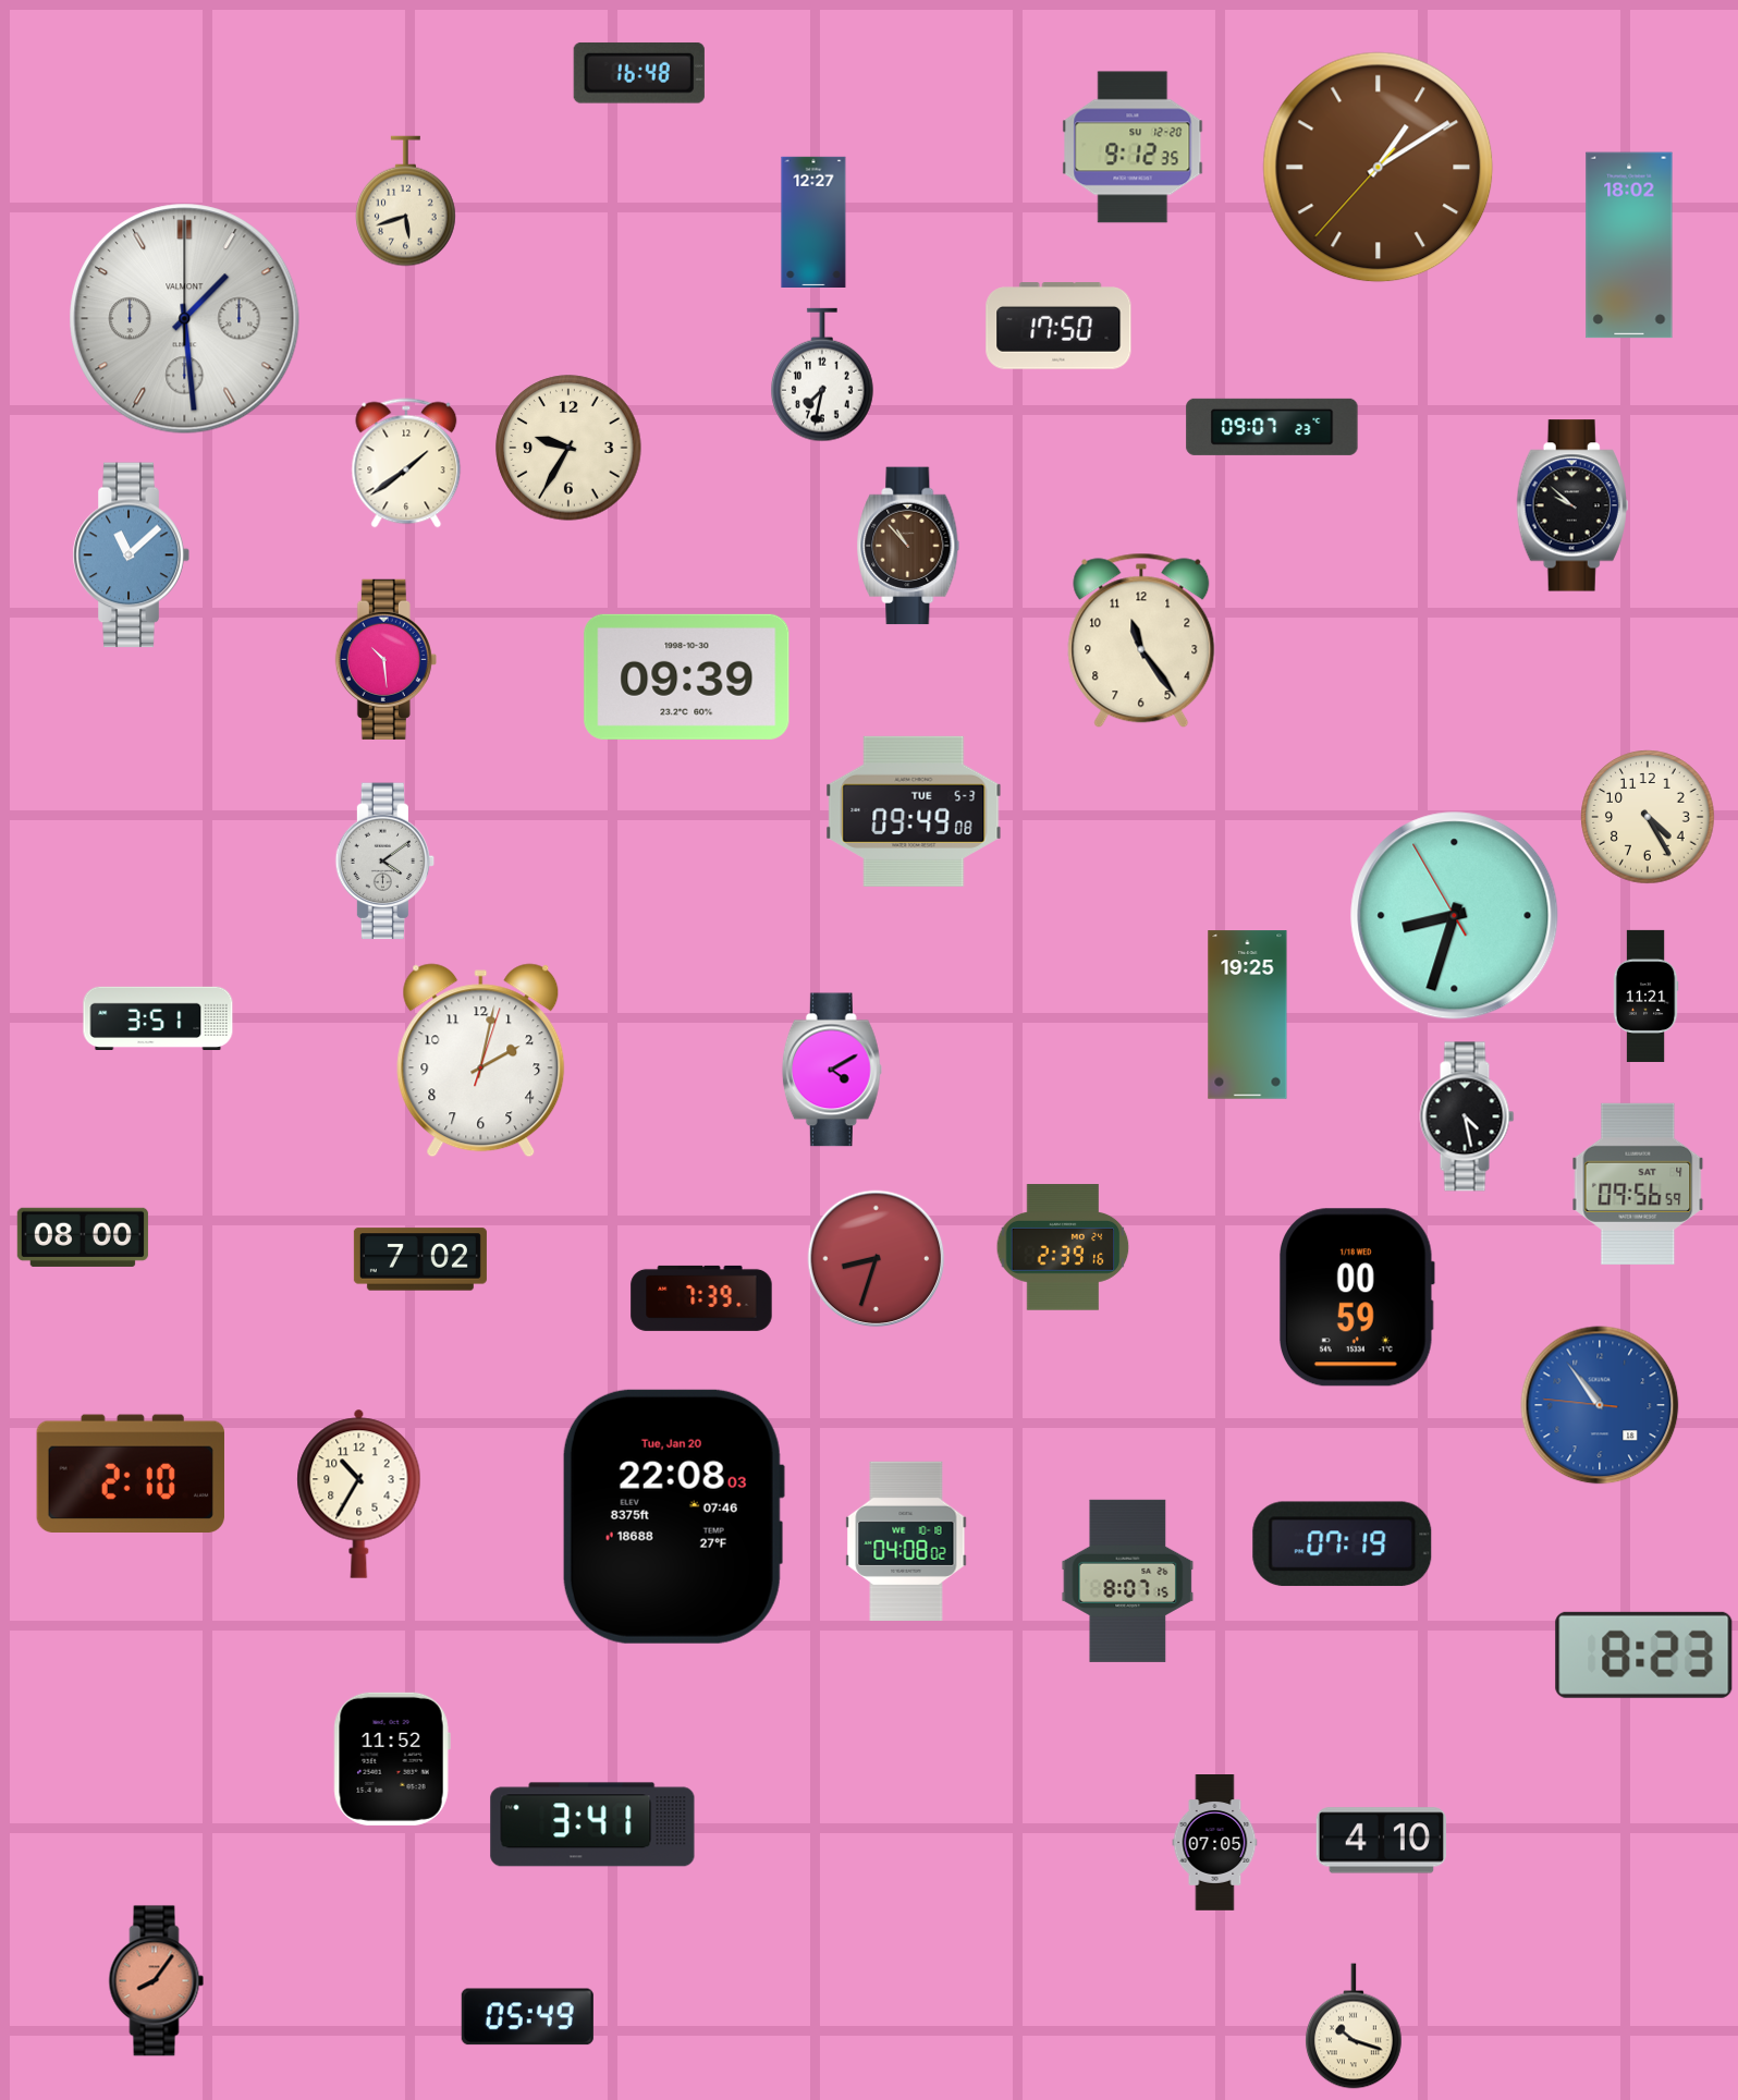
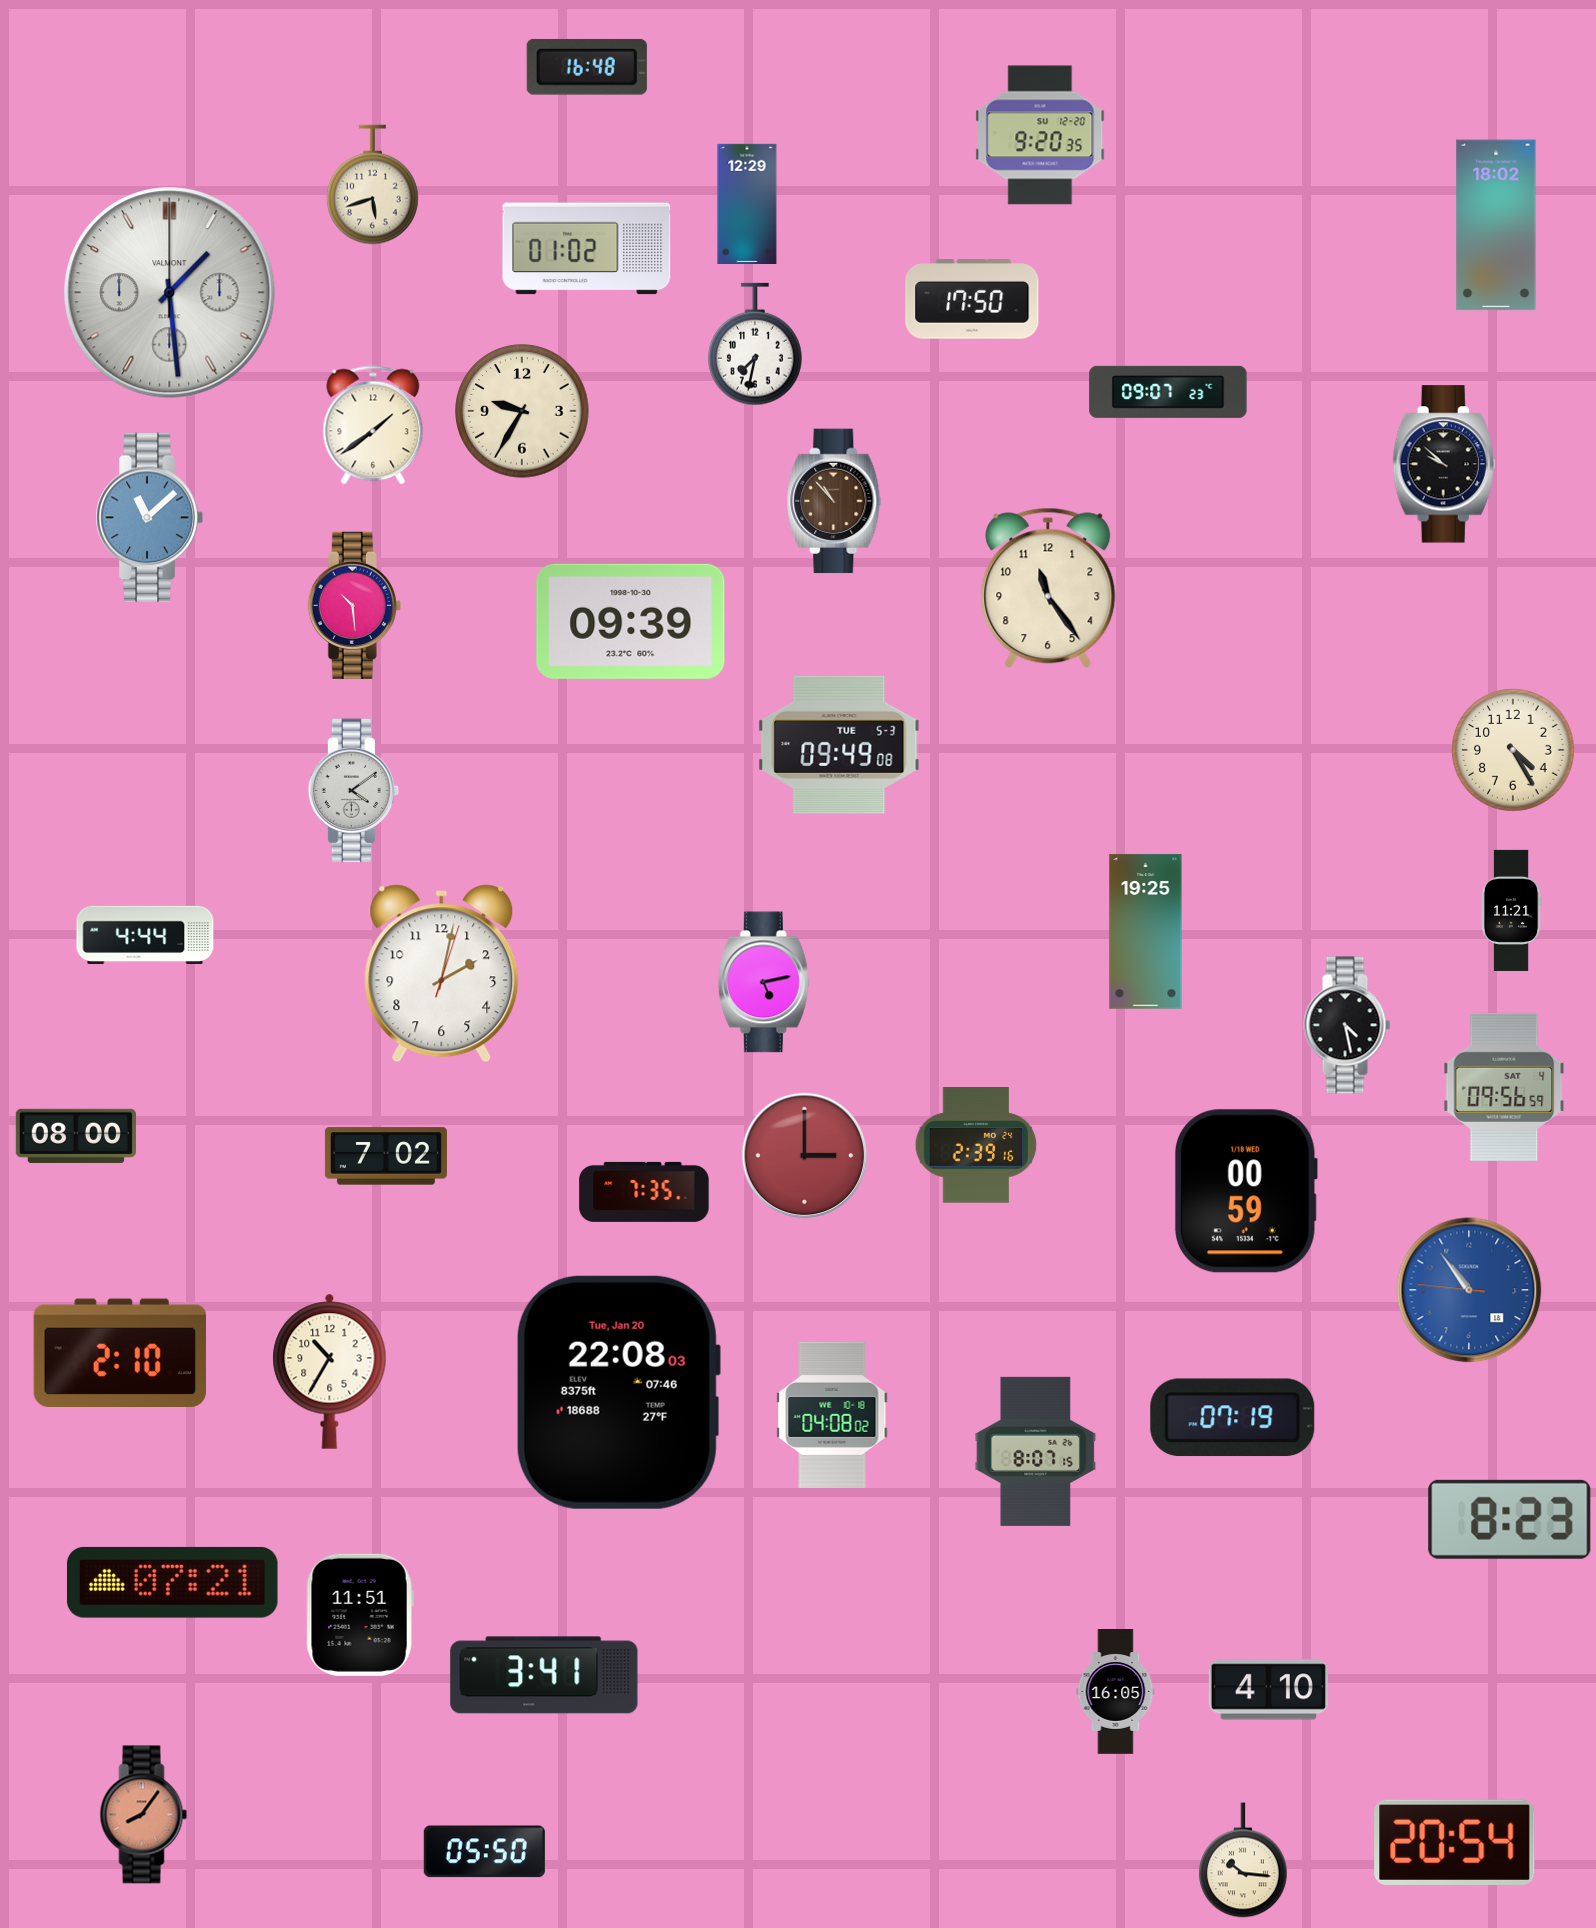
clock at (1133, 147): 9:12 -> 9:20
clock at (1379, 168): 1:09 -> none
clock at (813, 221): 12:27 -> 12:29
clock at (587, 249): none -> 01:02
clock at (131, 555) position: (131, 555) -> (149, 518)
clock at (1455, 916): 8:32 -> none
clock at (1645, 996) position: (1645, 996) -> (1511, 910)
clock at (158, 1017): 3:51 -> 4:44
clock at (832, 1070): 4:10 -> 5:13
clock at (877, 1259): 8:33 -> 3:00
clock at (701, 1298): 7:39 -> 7:35
clock at (172, 1582): none -> 07:21
clock at (392, 1759): 11:52 -> 11:51
clock at (1215, 1843): 07:05 -> 16:05
clock at (157, 1981) position: (157, 1981) -> (144, 1815)
clock at (1455, 1842): none -> 20:54
clock at (527, 2017): 05:49 -> 05:50
clock at (1355, 2026): 10:18 -> 10:16
